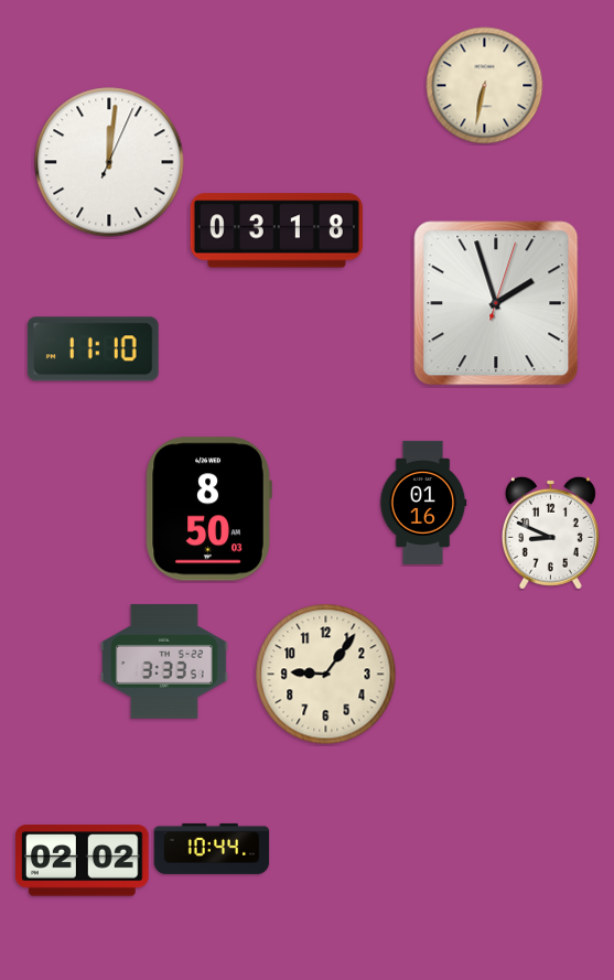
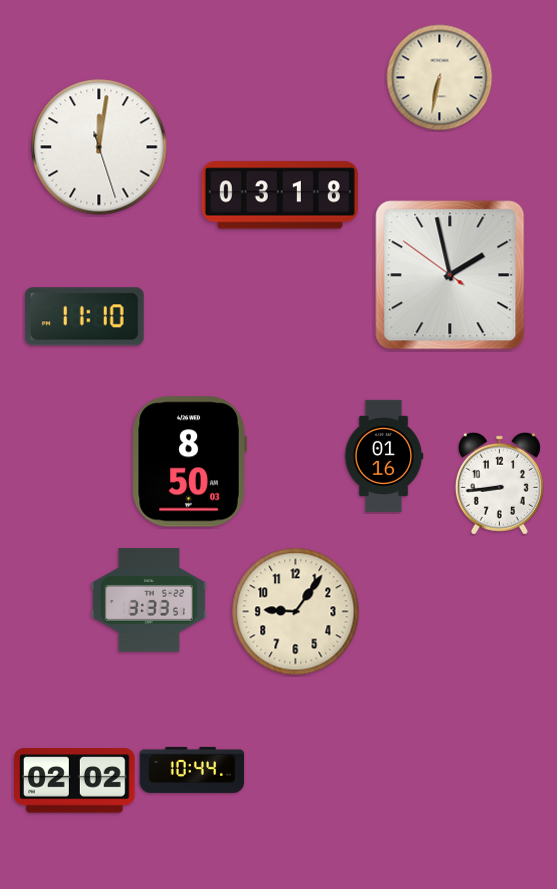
clock at (109, 162): 12:01:04 -> 12:01:27
clock at (277, 230) position: (277, 230) -> (280, 195)
clock at (496, 303): 1:57:03 -> 1:57:51
clock at (550, 532): 8:49 -> 8:44
